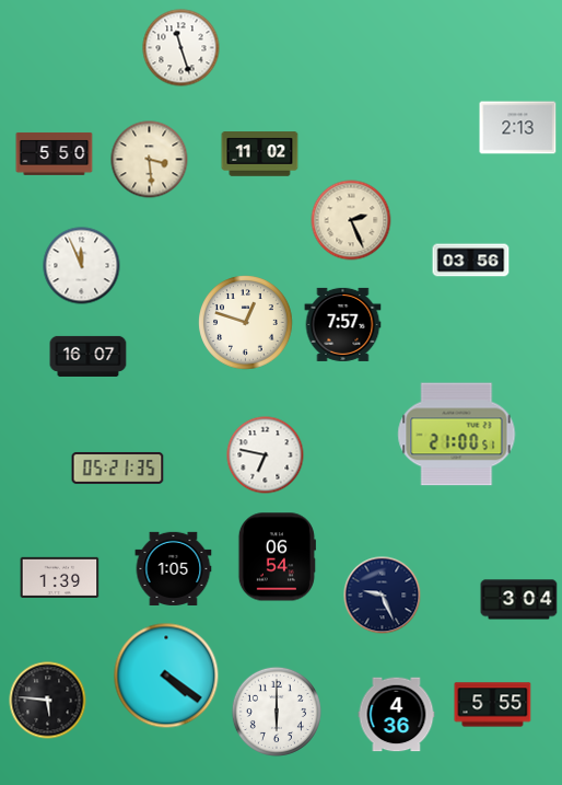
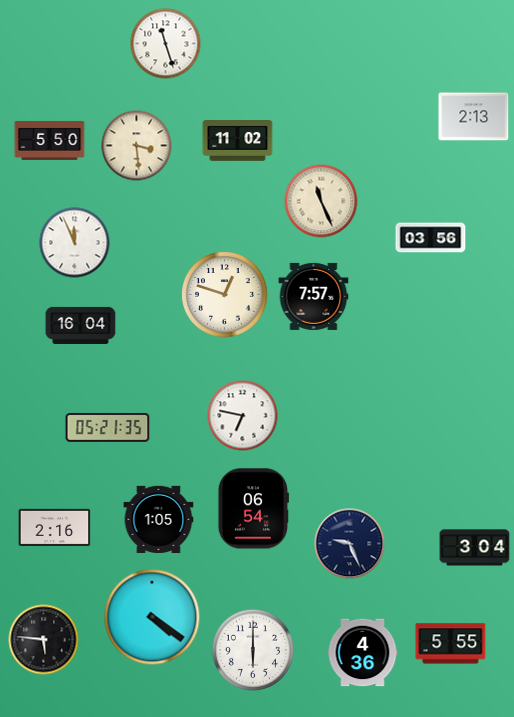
clock at (351, 220): 2:26 -> 11:26
clock at (89, 356): 16:07 -> 16:04
clock at (457, 435): 21:00 -> none
clock at (60, 577): 1:39 -> 2:16
